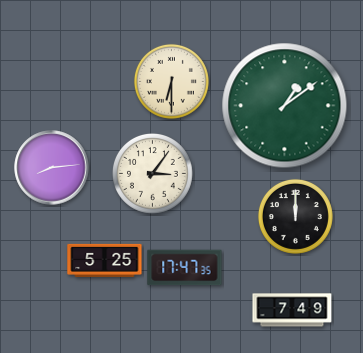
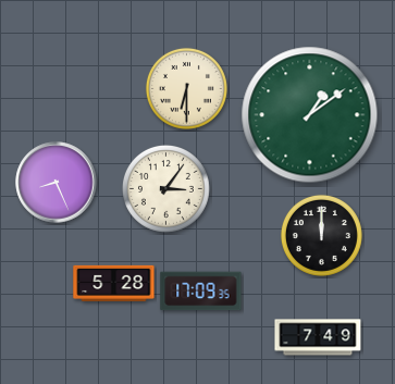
clock at (52, 168): 8:14 -> 8:26
clock at (105, 260): 5:25 -> 5:28
clock at (185, 268): 17:47 -> 17:09
